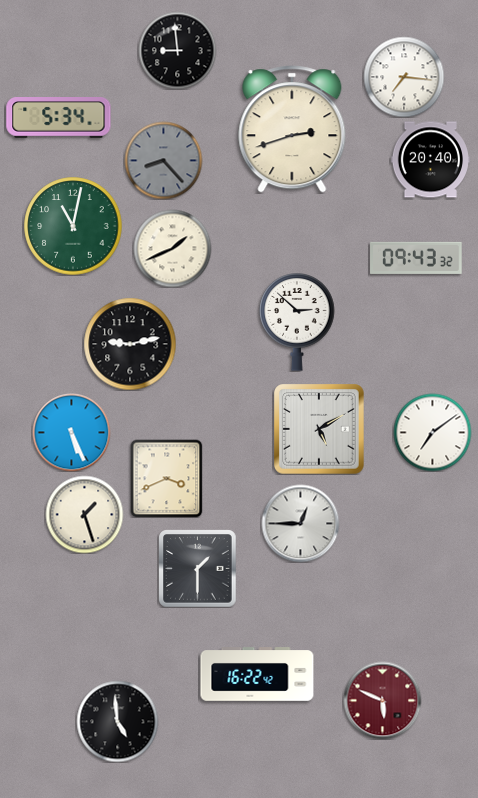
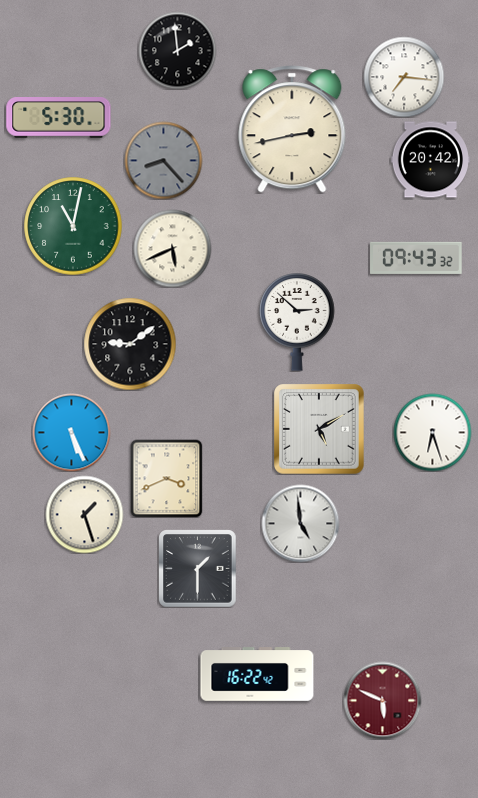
clock at (177, 50): 8:59 -> 1:59
clock at (59, 118): 5:34 -> 5:30
clock at (292, 129): 2:42 -> 2:43
clock at (430, 160): 20:40 -> 20:42
clock at (172, 248): 1:41 -> 5:41
clock at (130, 344): 9:13 -> 9:09
clock at (432, 432): 7:09 -> 6:27
clock at (300, 523): 12:45 -> 4:59
clock at (117, 721): 4:59 -> none
